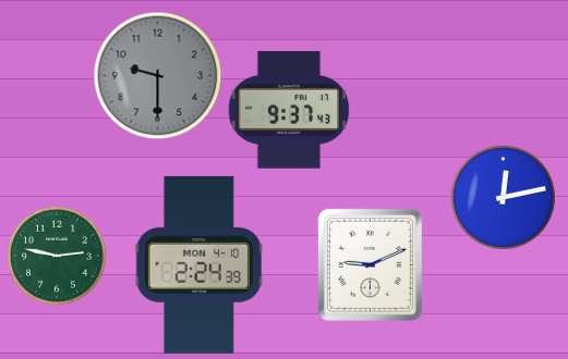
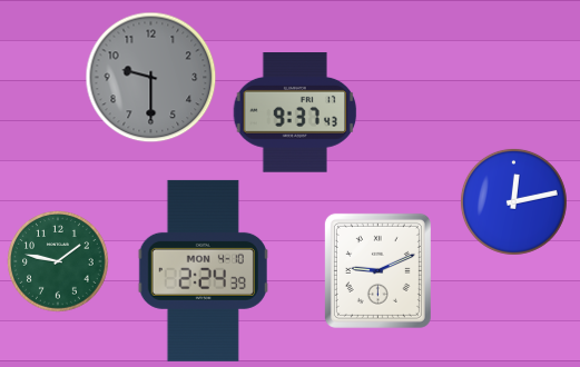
clock at (157, 75) position: (157, 75) -> (150, 77)
clock at (57, 256): 2:47 -> 1:47
